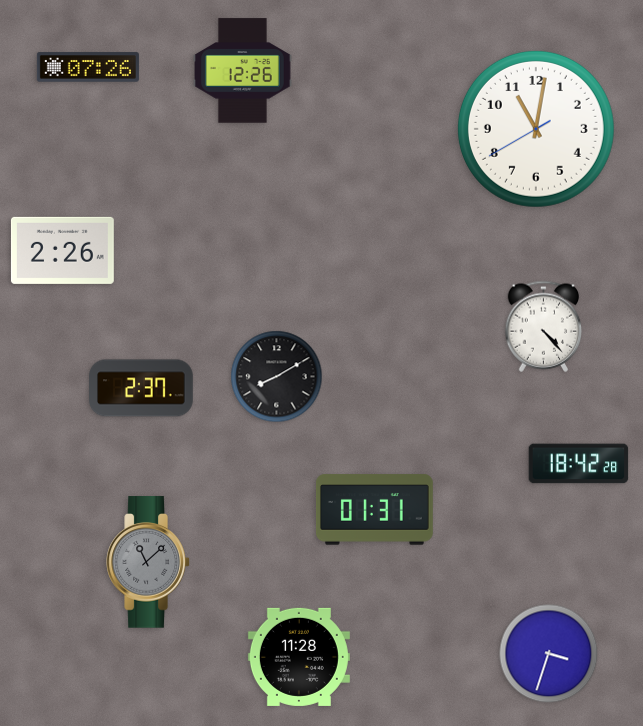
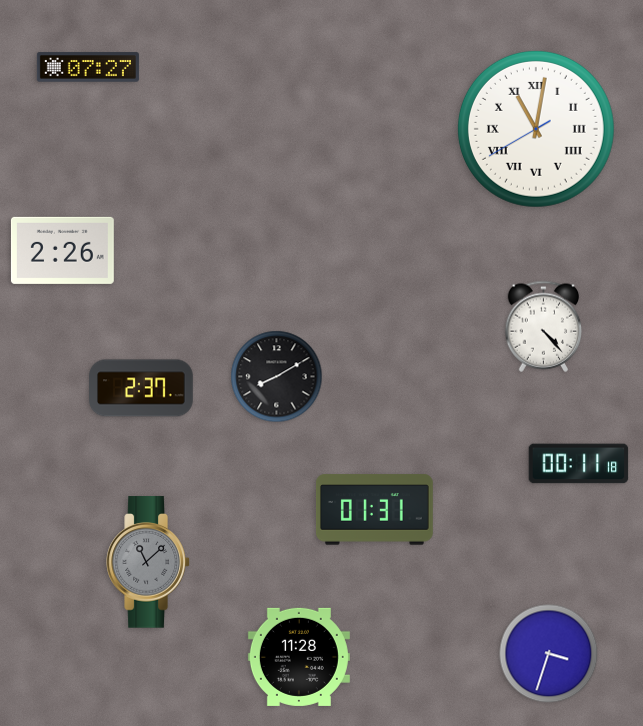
clock at (88, 67): 07:26 -> 07:27
clock at (243, 71): 12:26 -> none
clock at (536, 129) numerals: Arabic -> Roman
clock at (579, 464): 18:42 -> 00:11
